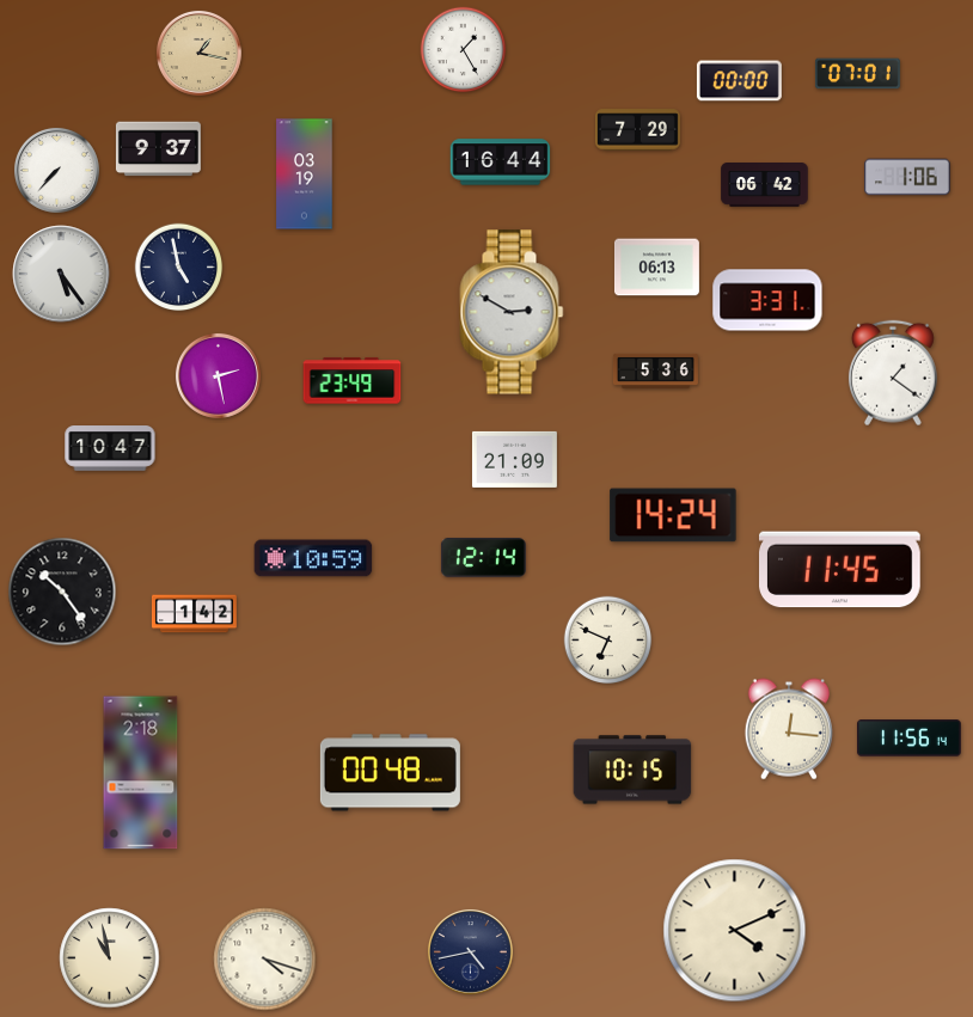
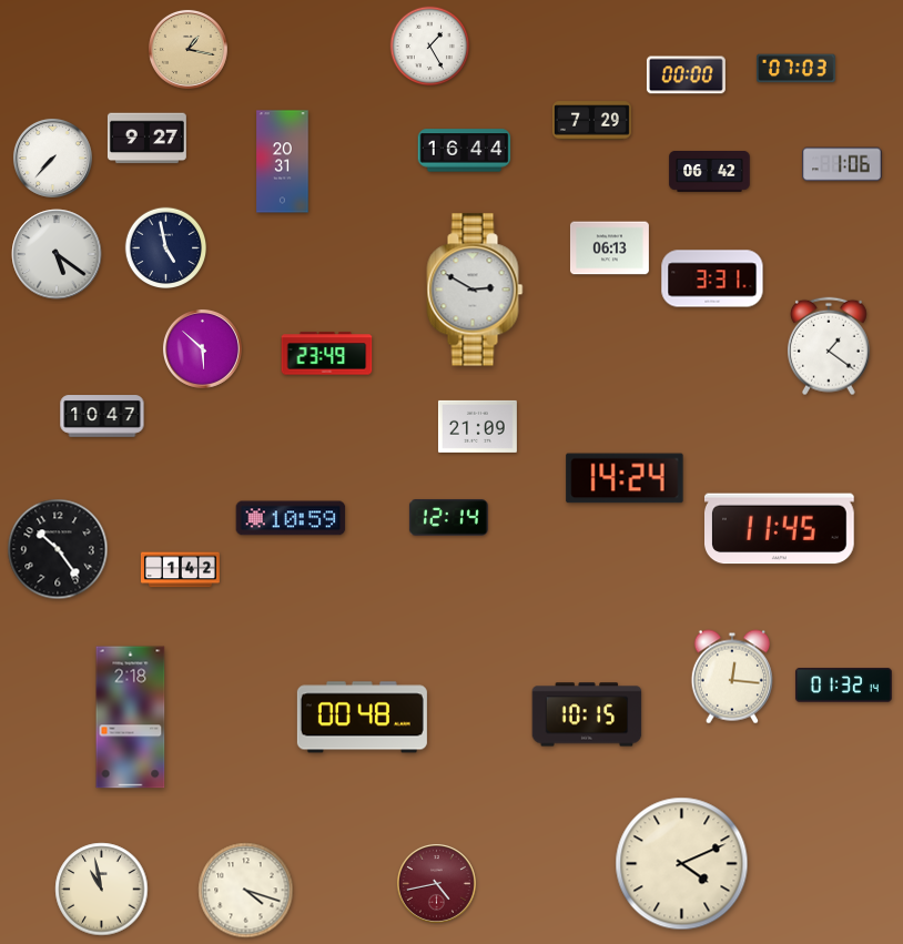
clock at (198, 53) position: (198, 53) -> (187, 49)
clock at (857, 74): 07:01 -> 07:03
clock at (158, 149): 9:37 -> 9:27
clock at (305, 174): 03:19 -> 20:31
clock at (61, 274): 5:24 -> 5:21
clock at (656, 370): 5:36 -> none
clock at (218, 375): 2:28 -> 5:52
clock at (608, 641): 6:49 -> none
clock at (908, 739): 11:56 -> 01:32
clock at (470, 951) dial: navy -> burgundy
